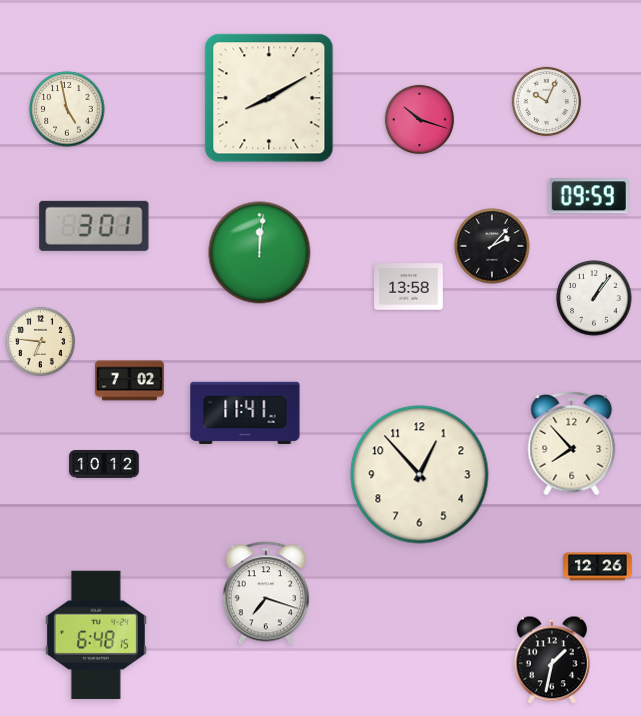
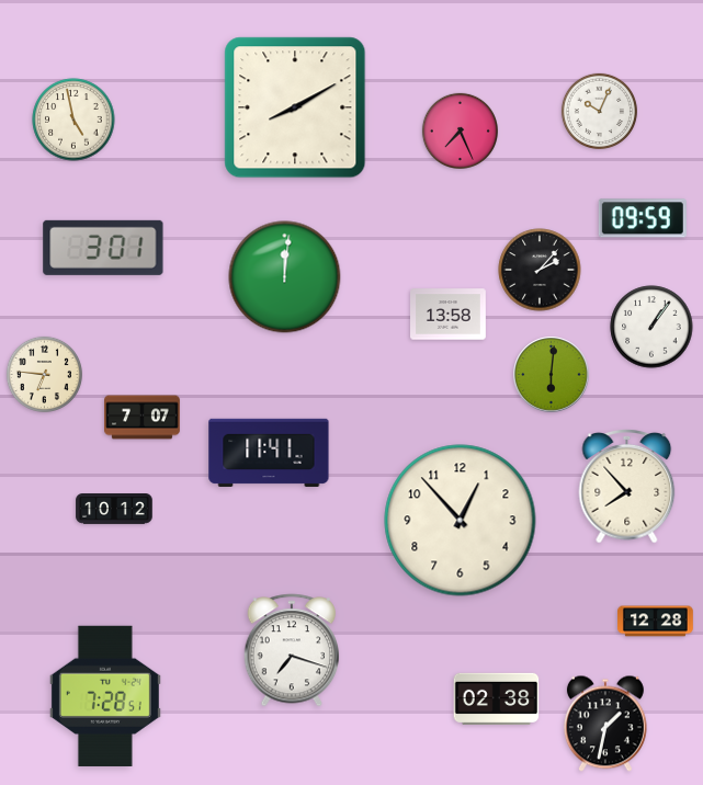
clock at (419, 119): 10:18 -> 7:26
clock at (589, 196) position: (589, 196) -> (643, 218)
clock at (552, 375): none -> 6:01
clock at (130, 381): 7:02 -> 7:07
clock at (598, 567): 12:26 -> 12:28
clock at (96, 634): 6:48 -> 7:28
clock at (497, 698): none -> 02:38
